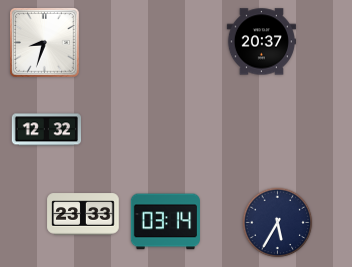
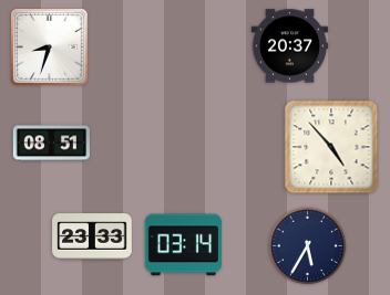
clock at (46, 130): 12:32 -> 08:51
clock at (331, 147): none -> 4:53
